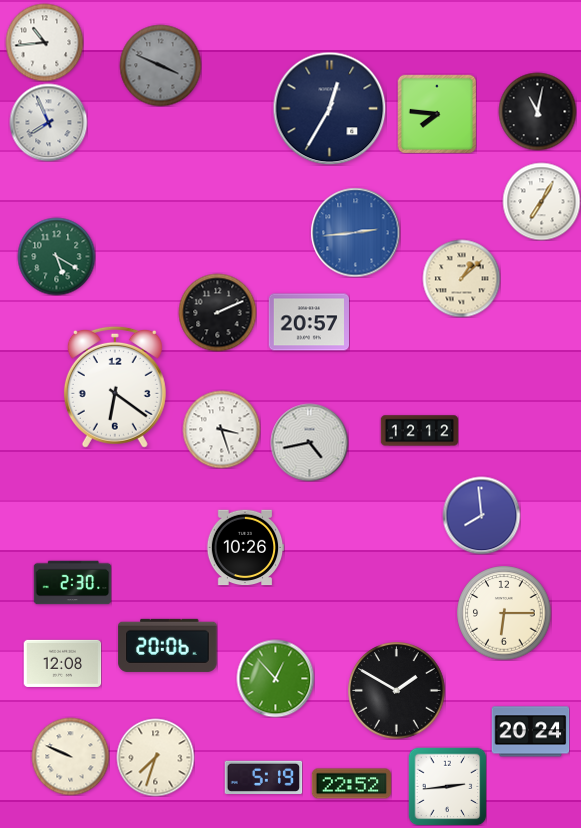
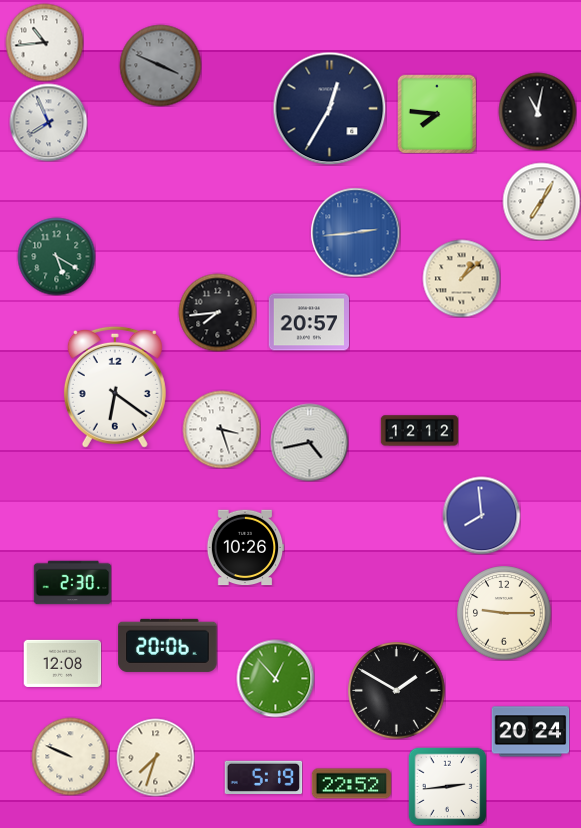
clock at (217, 312): 2:11 -> 7:44
clock at (504, 613): 6:15 -> 9:15
